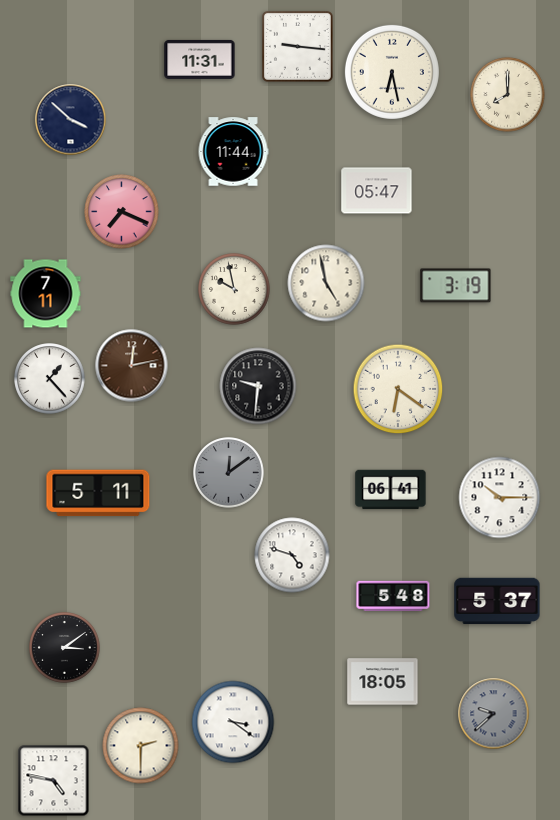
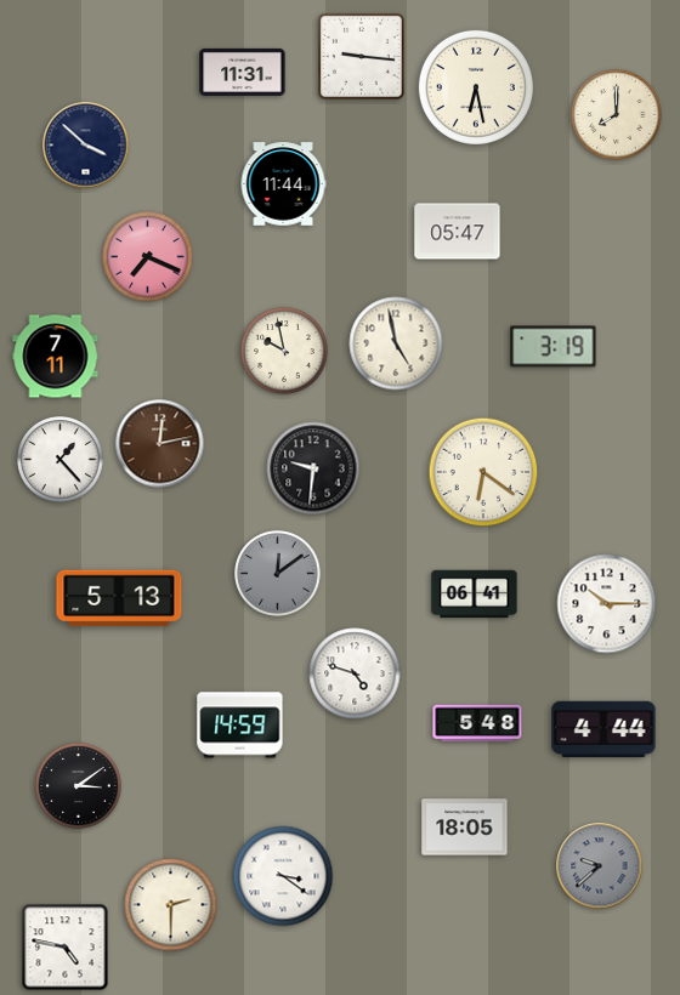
clock at (98, 493): 5:11 -> 5:13
clock at (240, 726): none -> 14:59
clock at (497, 601): 5:37 -> 4:44
